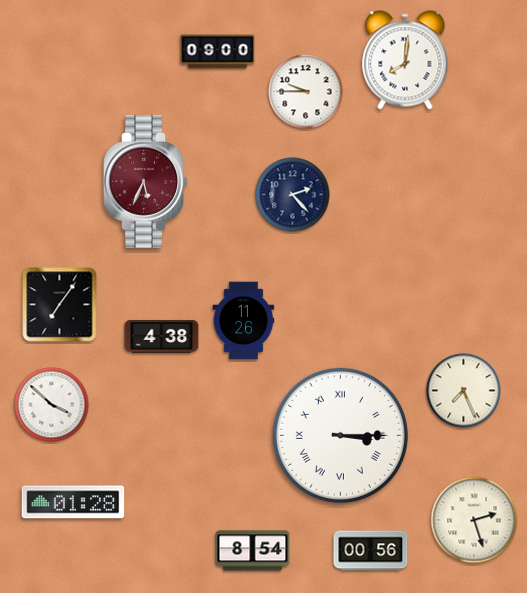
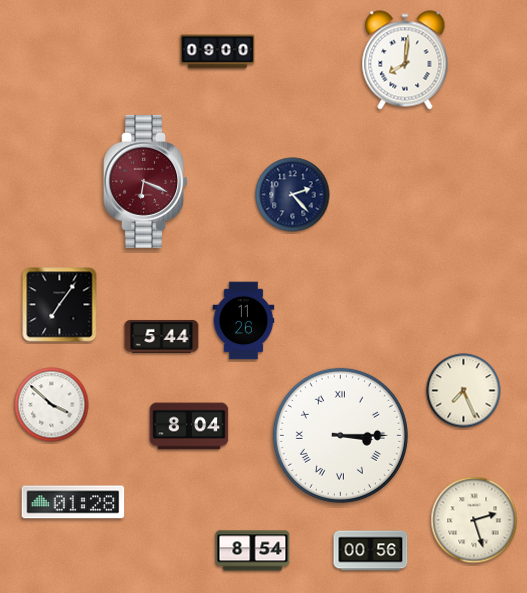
clock at (306, 92): 9:45 -> none
clock at (145, 181): 5:34 -> 6:19
clock at (162, 336): 4:38 -> 5:44
clock at (189, 426): none -> 8:04
